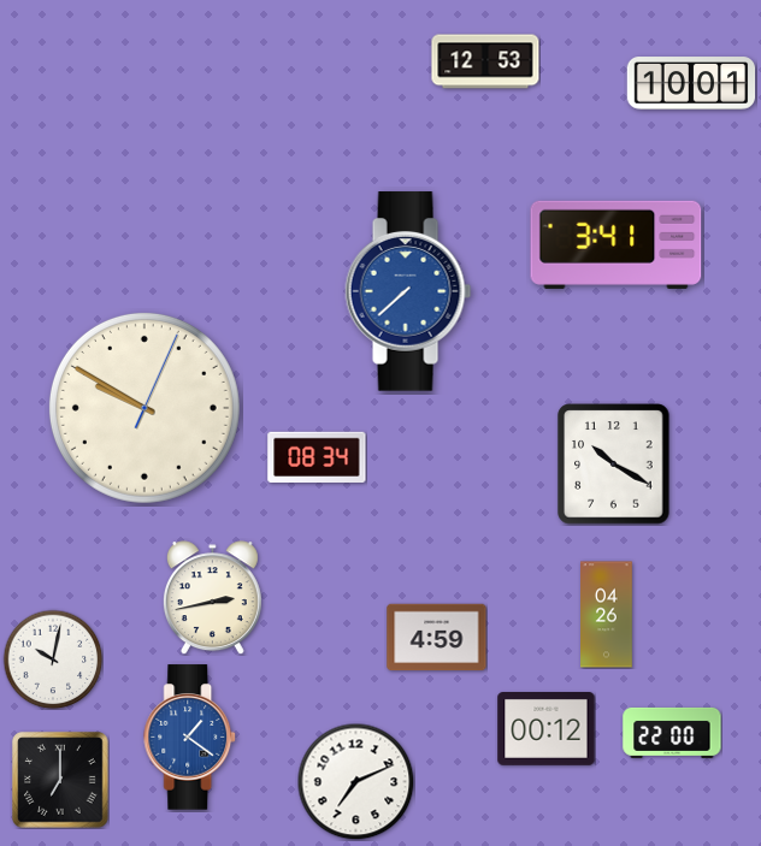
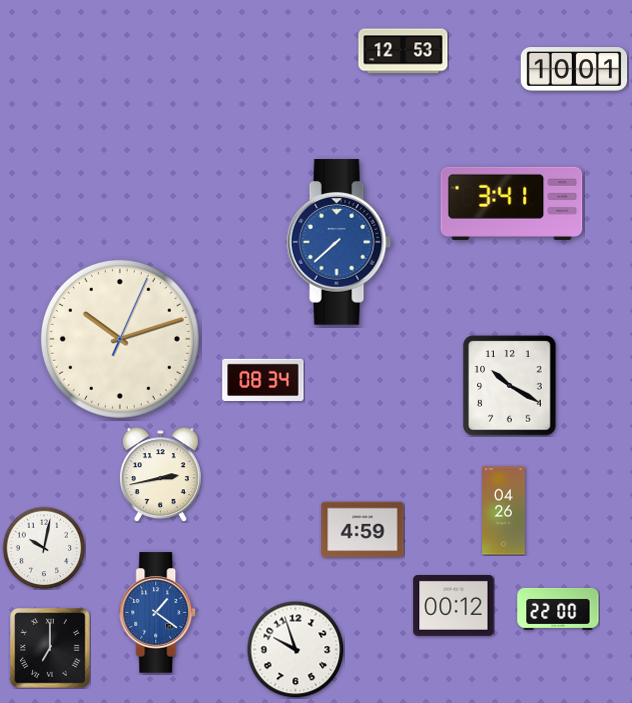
clock at (144, 408): 9:50 -> 10:12
clock at (212, 598) position: (212, 598) -> (160, 475)
clock at (355, 781): 7:11 -> 9:57
